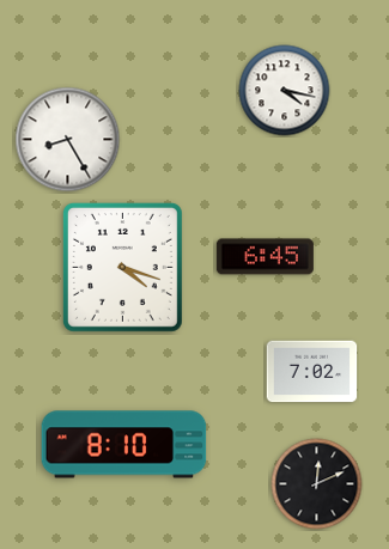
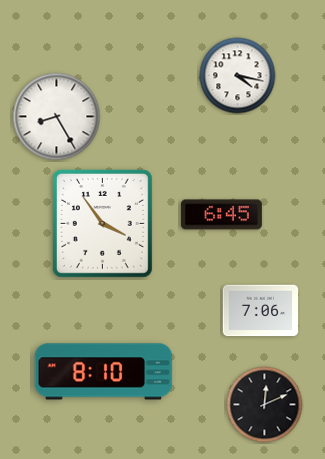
clock at (122, 267): 4:18 -> 3:54
clock at (312, 372): 7:02 -> 7:06
